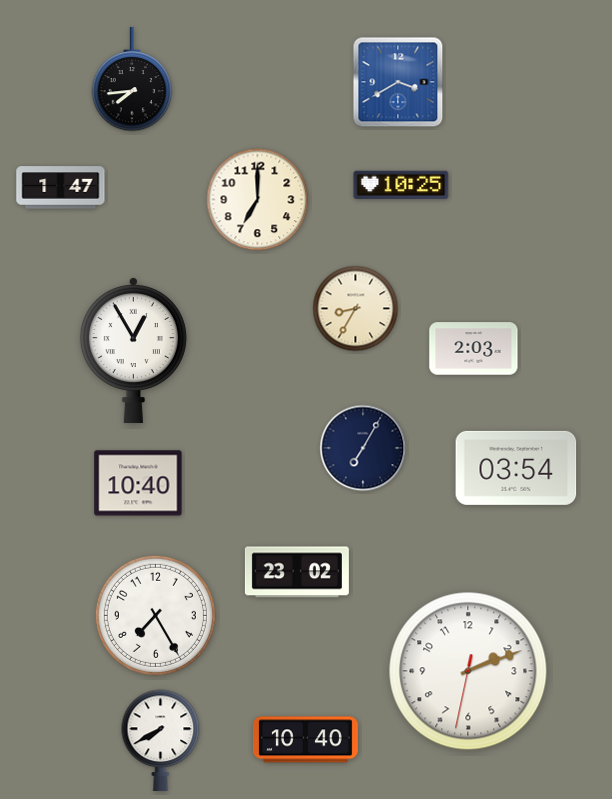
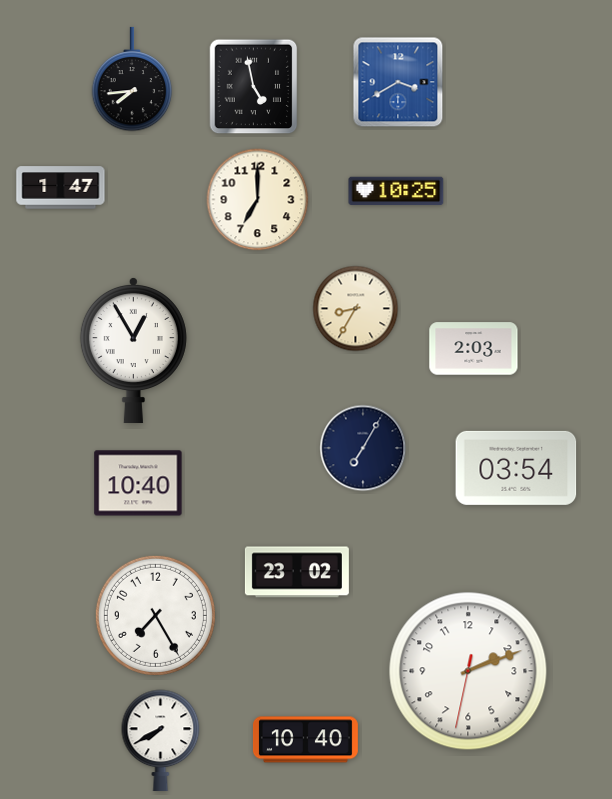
clock at (254, 87): none -> 4:58
clock at (401, 185) position: (401, 185) -> (396, 191)
